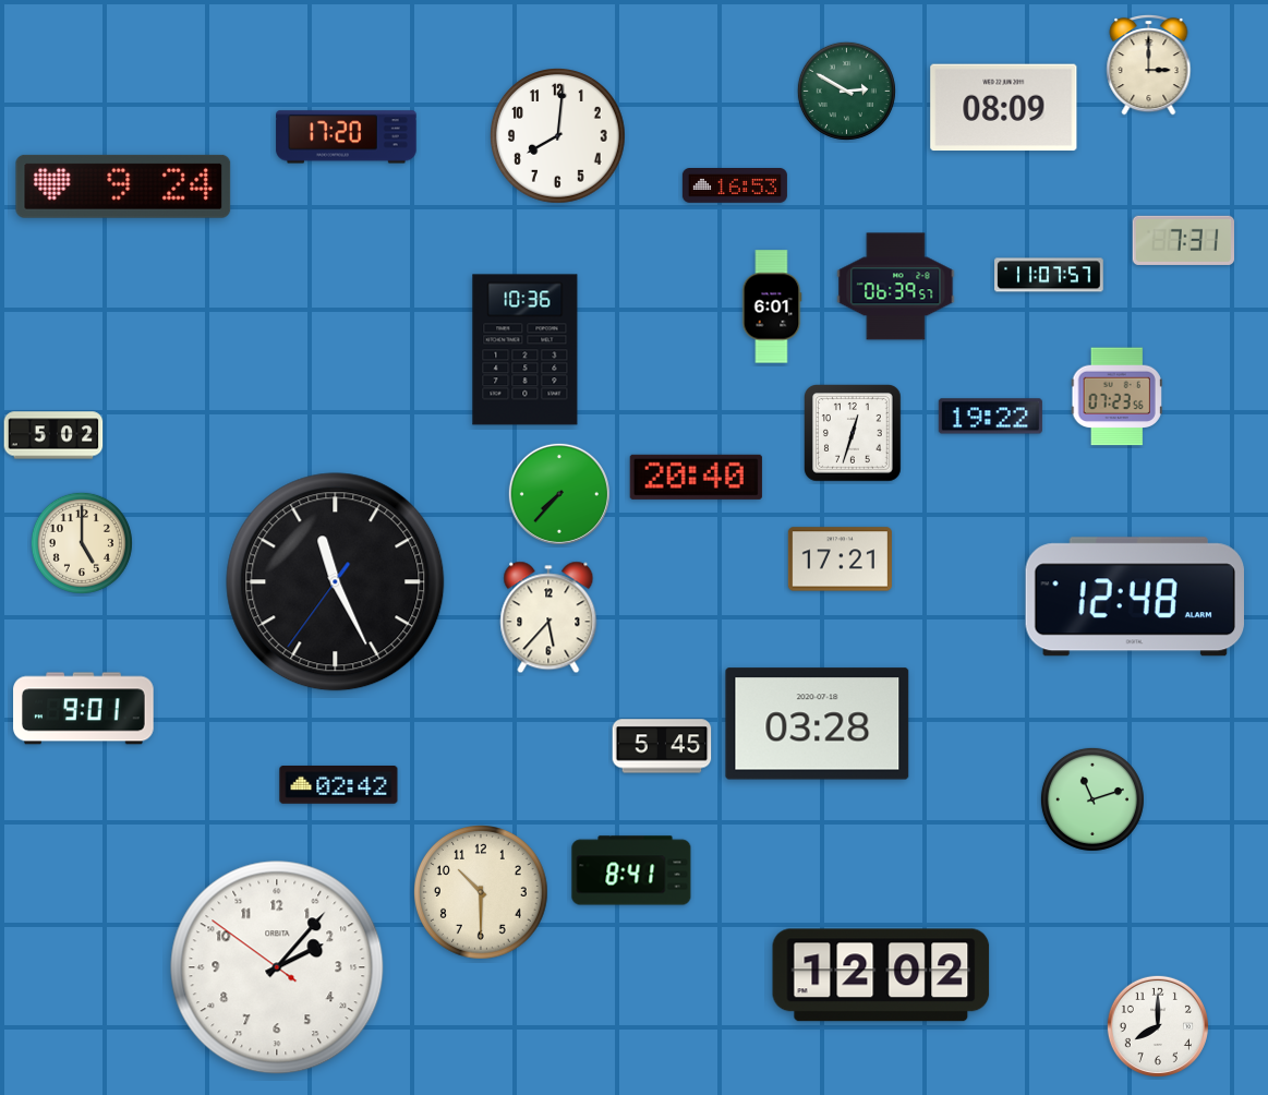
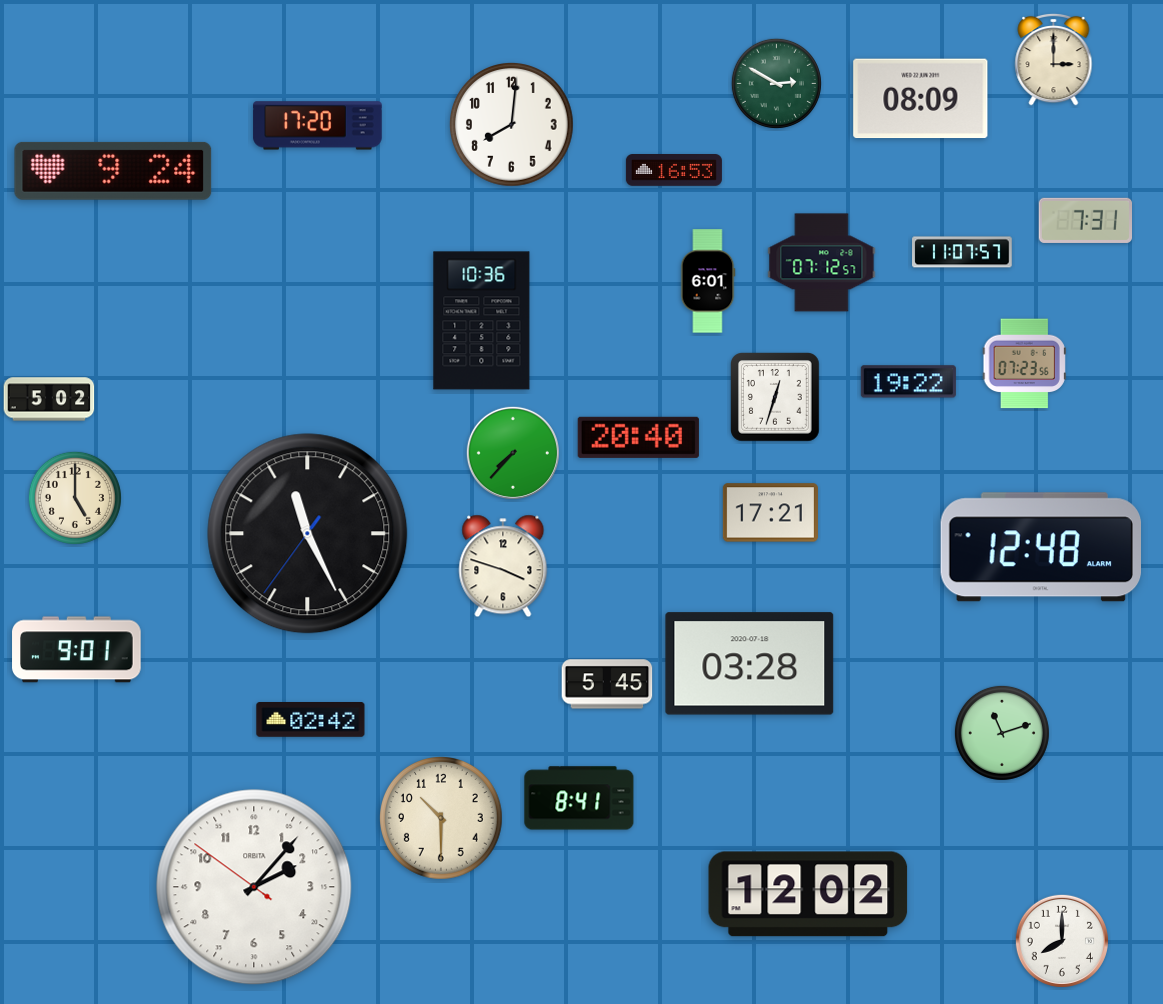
clock at (896, 287): 06:39 -> 07:12
clock at (854, 434) position: (854, 434) -> (776, 398)
clock at (548, 617): 5:37 -> 3:48
